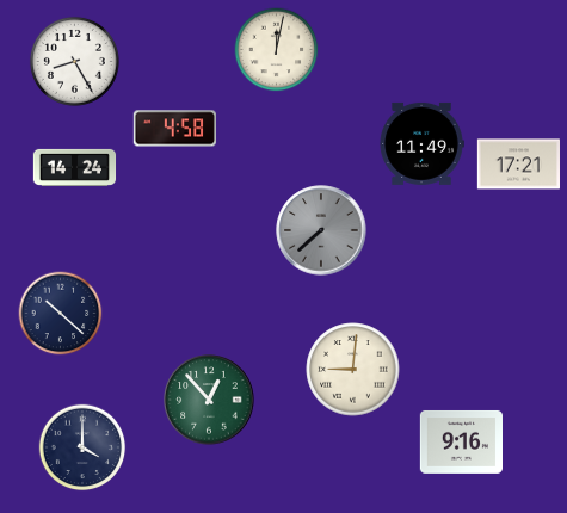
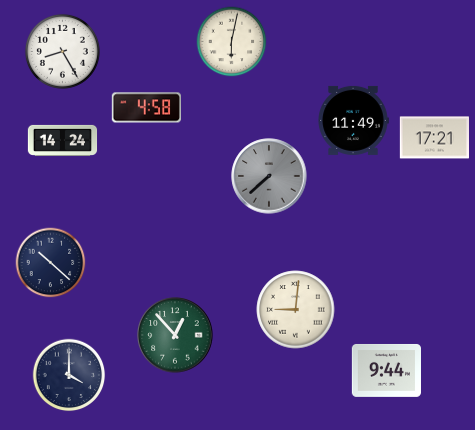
clock at (277, 50): 12:02 -> 6:02
clock at (321, 230) position: (321, 230) -> (269, 176)
clock at (461, 441): 9:16 -> 9:44
